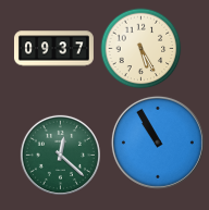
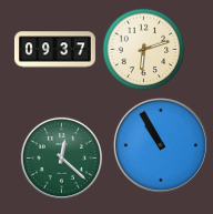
clock at (142, 49): 5:25 -> 6:12
